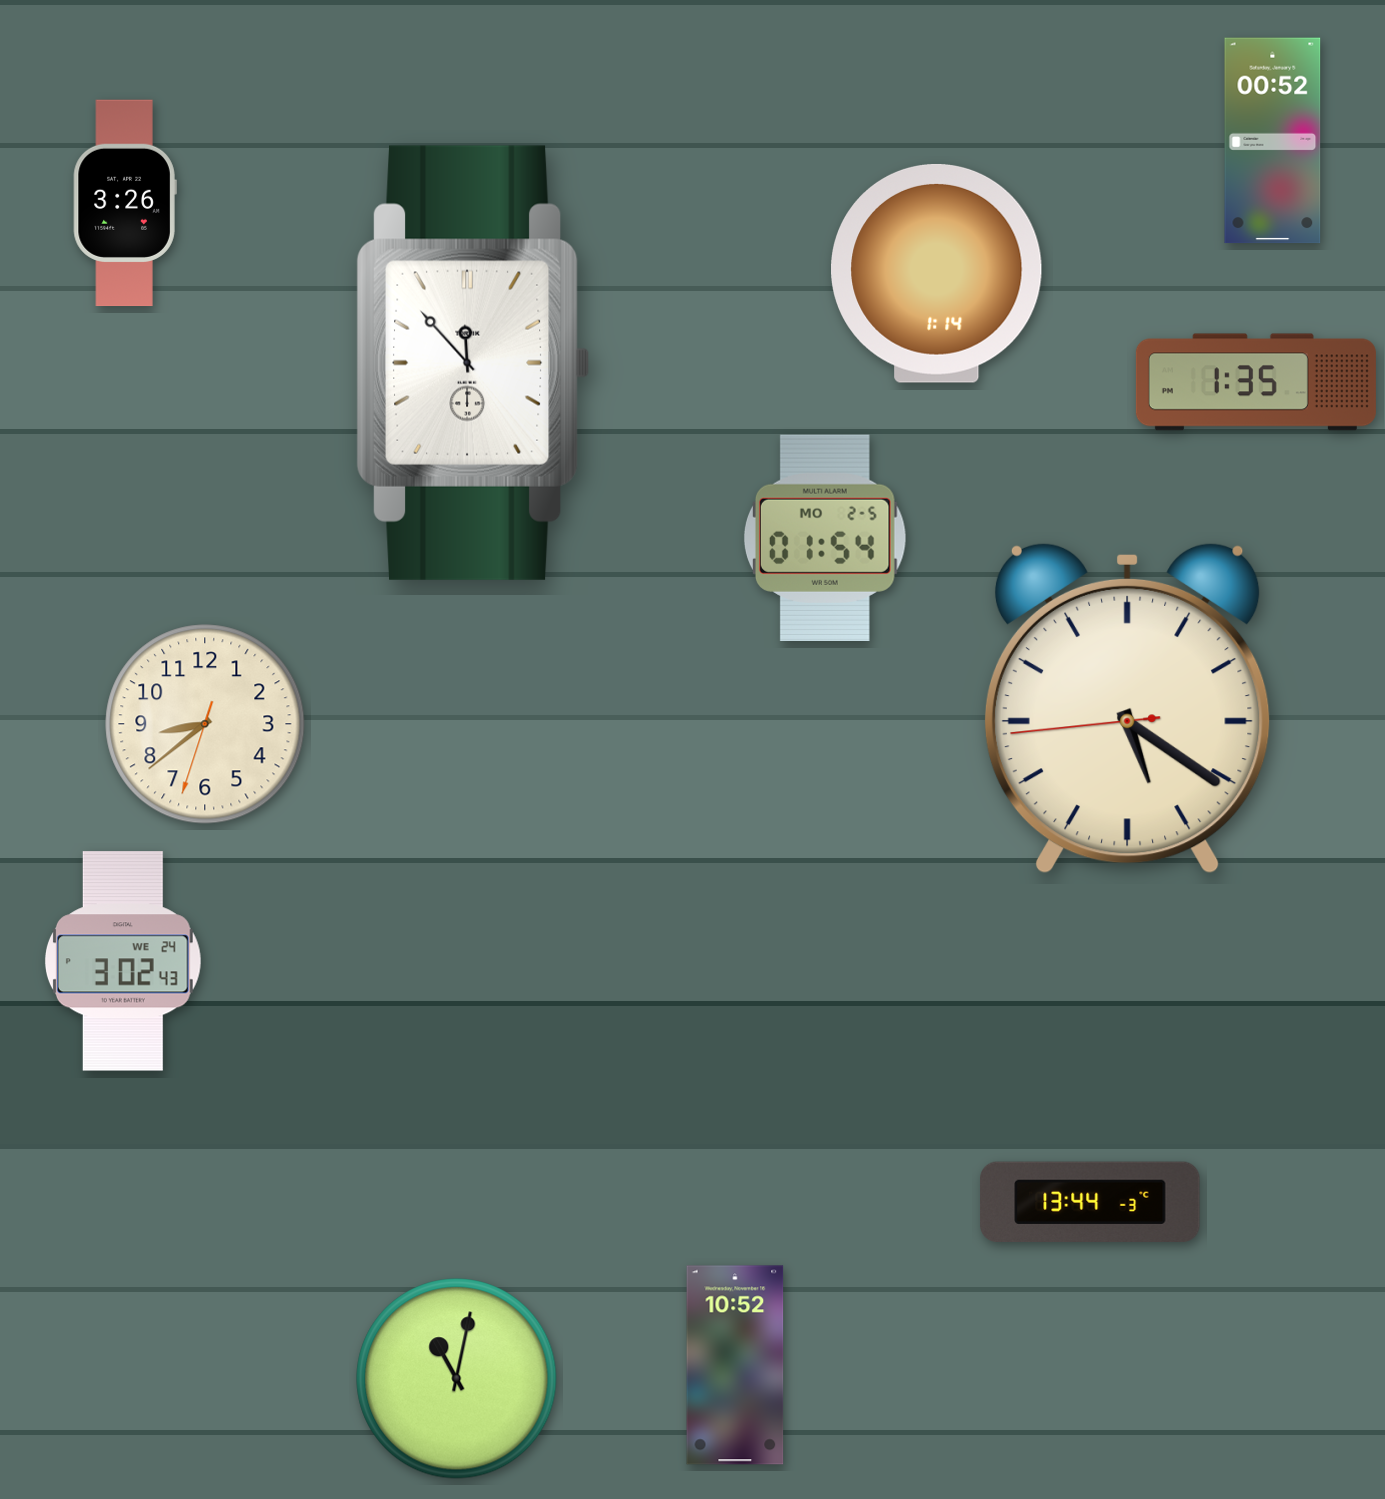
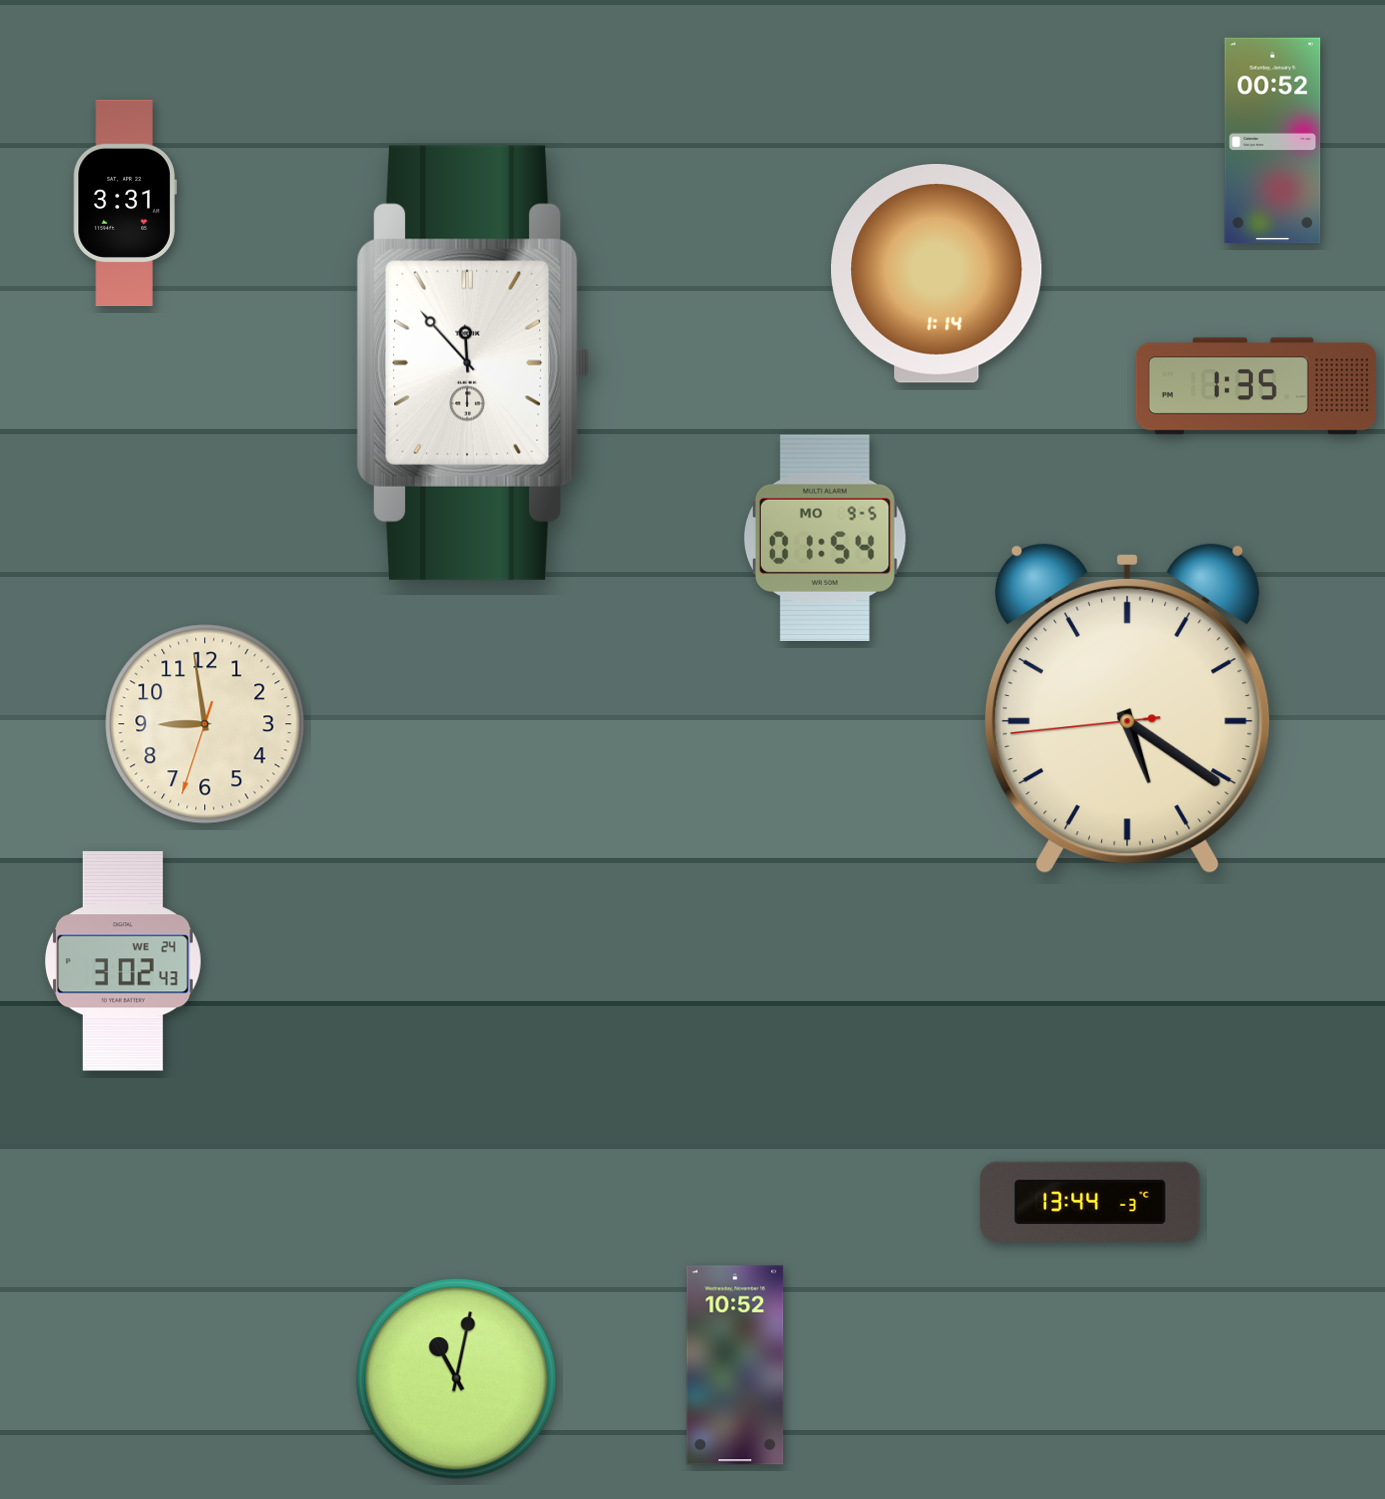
clock at (125, 203): 3:26 -> 3:31
clock at (1256, 382) position: (1256, 382) -> (1256, 386)
clock at (825, 538) date: MO 2-5 -> MO 9-5
clock at (205, 724): 8:38 -> 8:58
